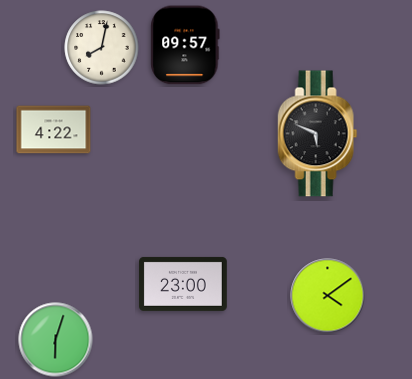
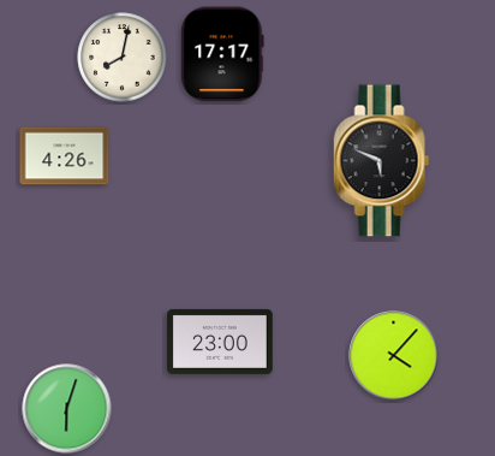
clock at (185, 45): 09:57 -> 17:17
clock at (54, 130): 4:22 -> 4:26
clock at (328, 296): 4:09 -> 4:07
